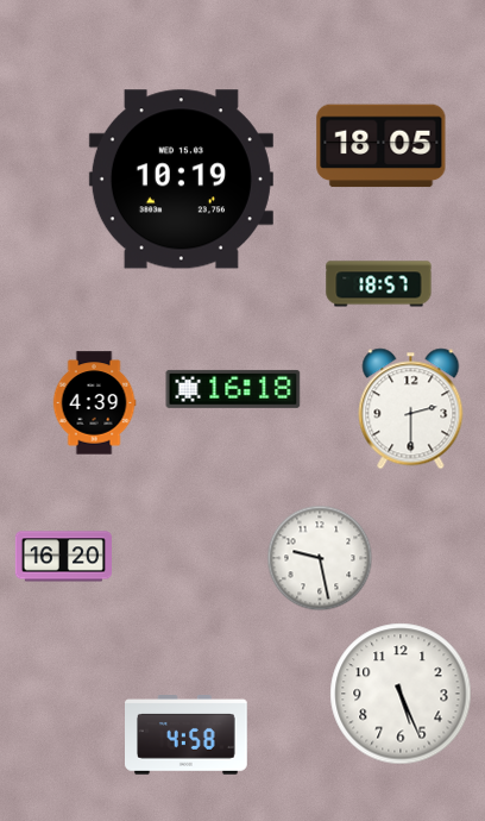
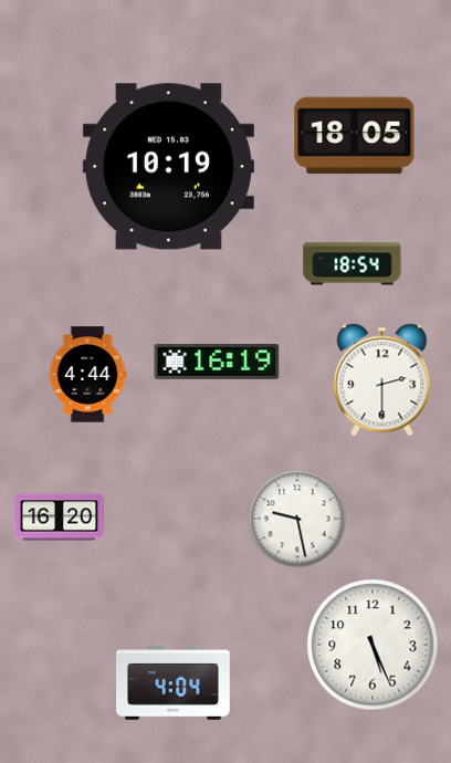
clock at (379, 284): 18:57 -> 18:54
clock at (233, 389): 16:18 -> 16:19
clock at (94, 403): 4:39 -> 4:44
clock at (187, 735): 4:58 -> 4:04
